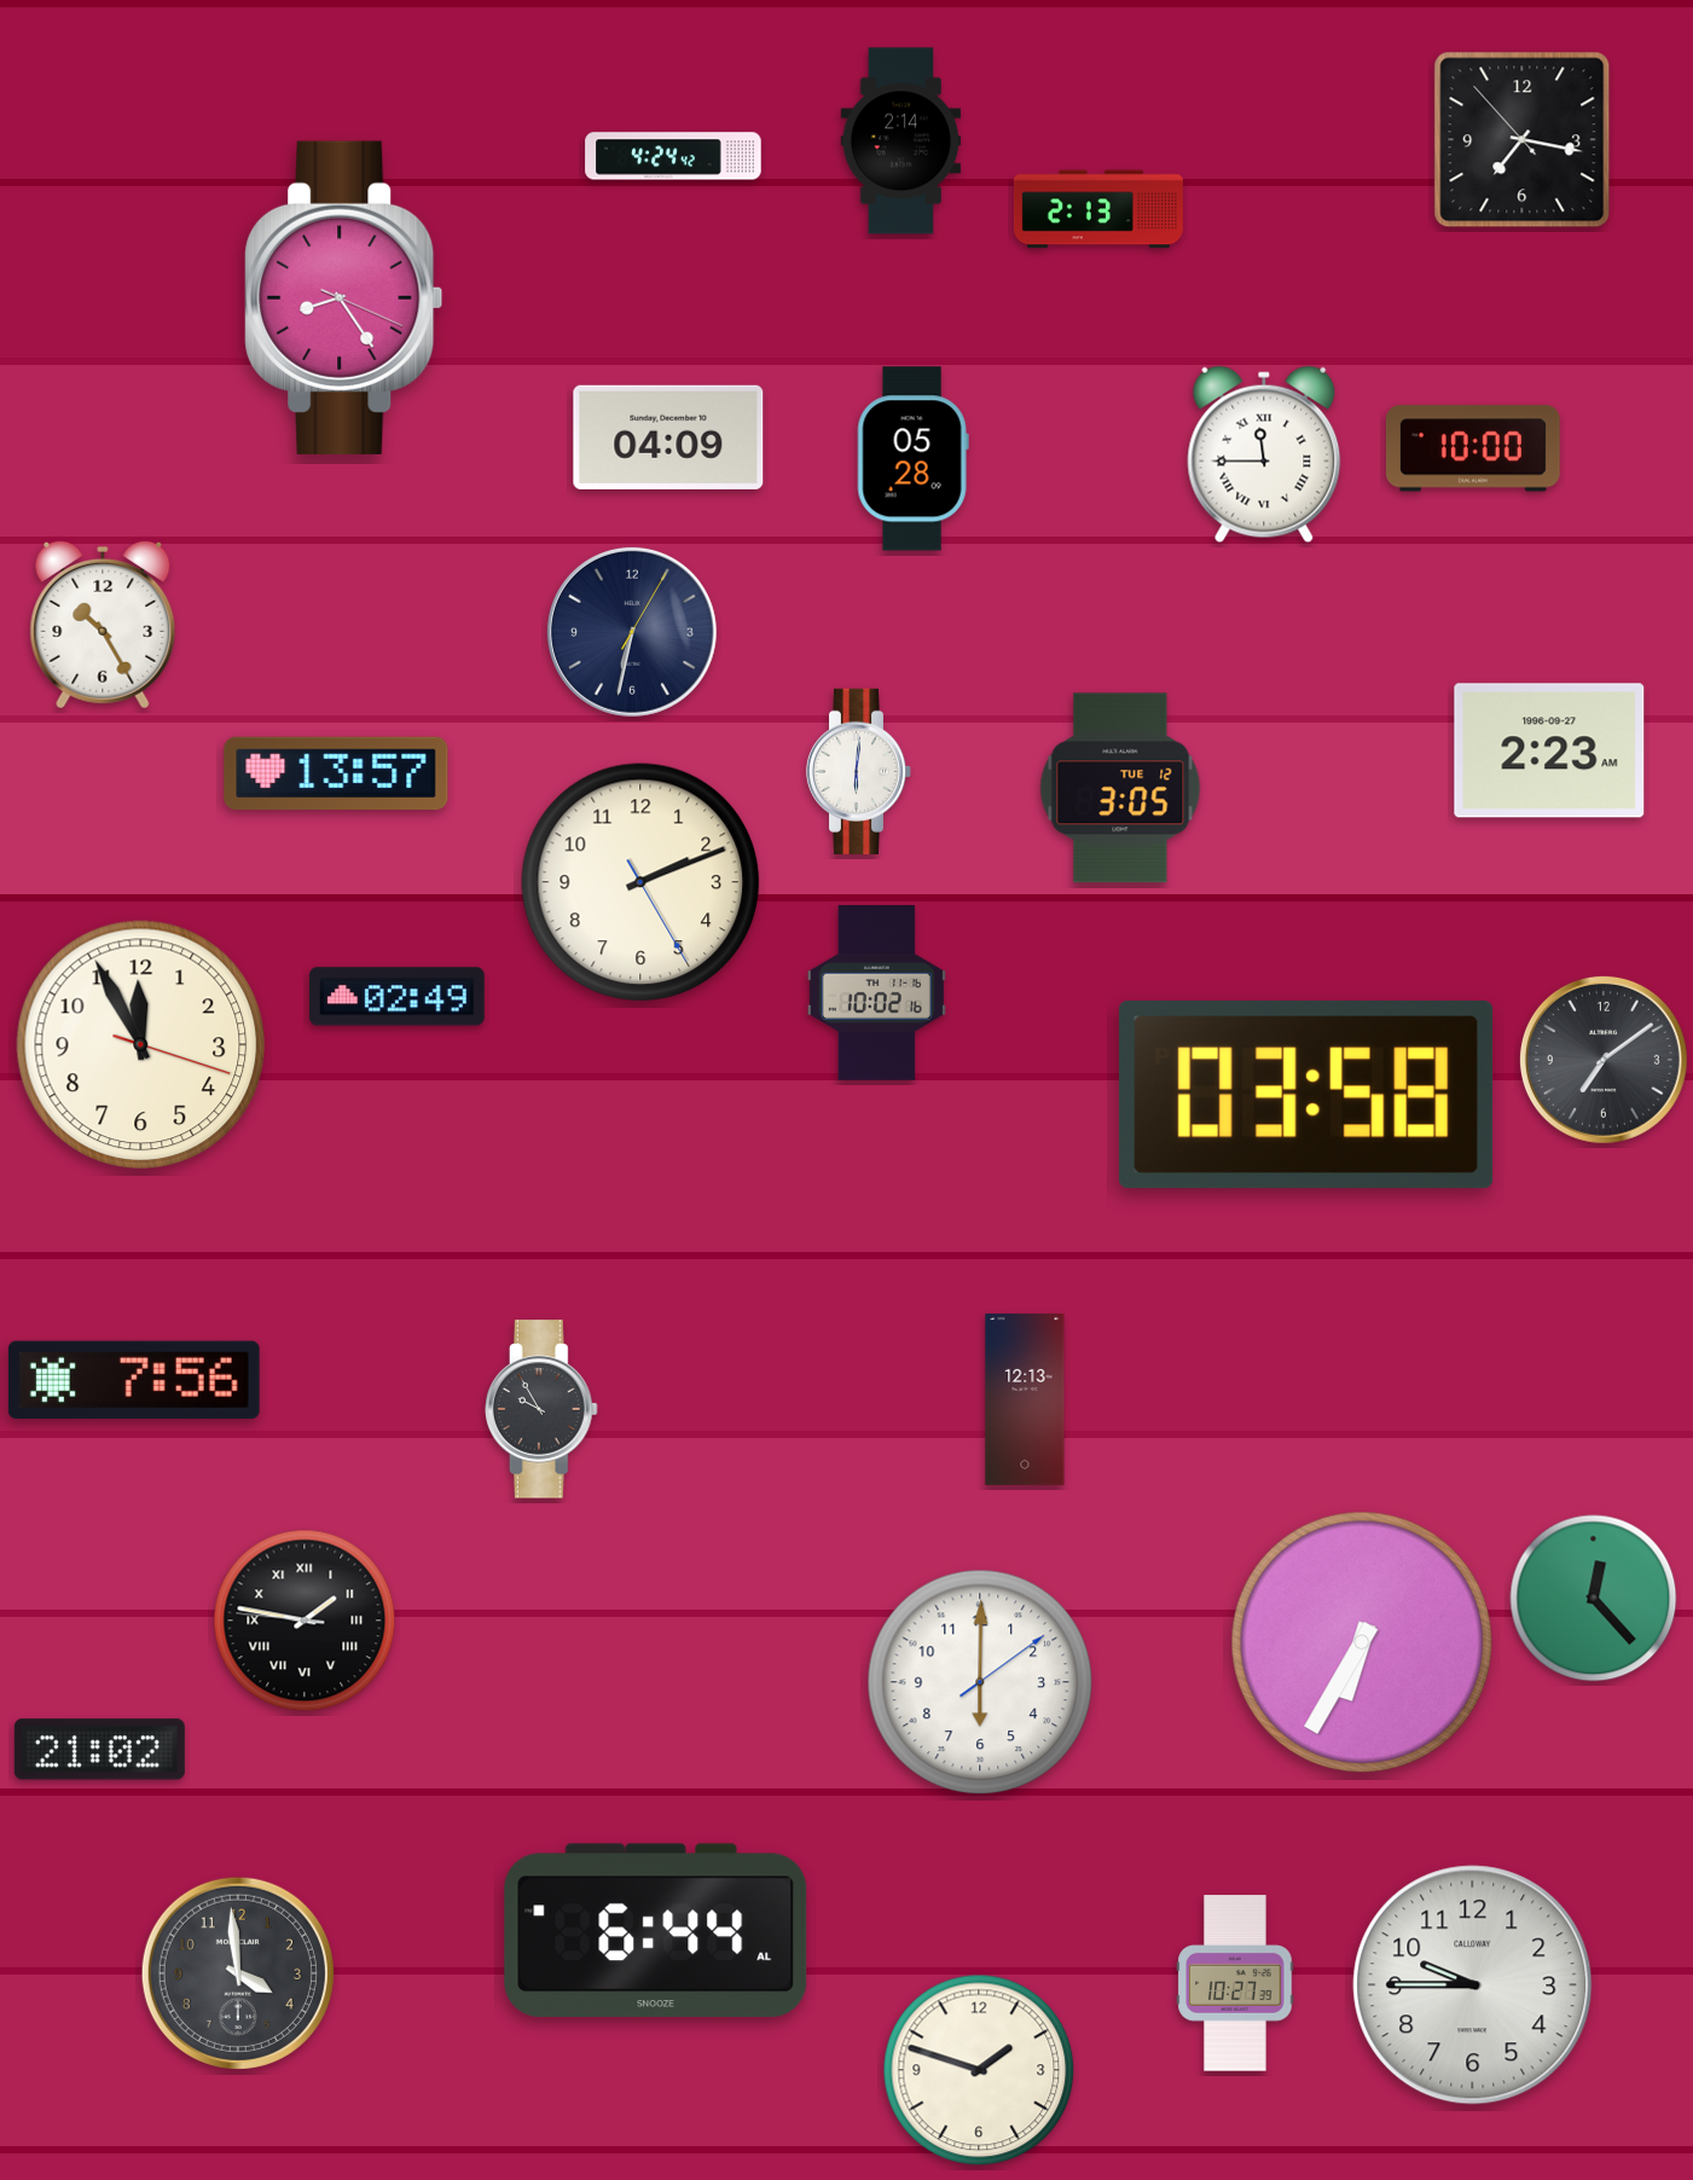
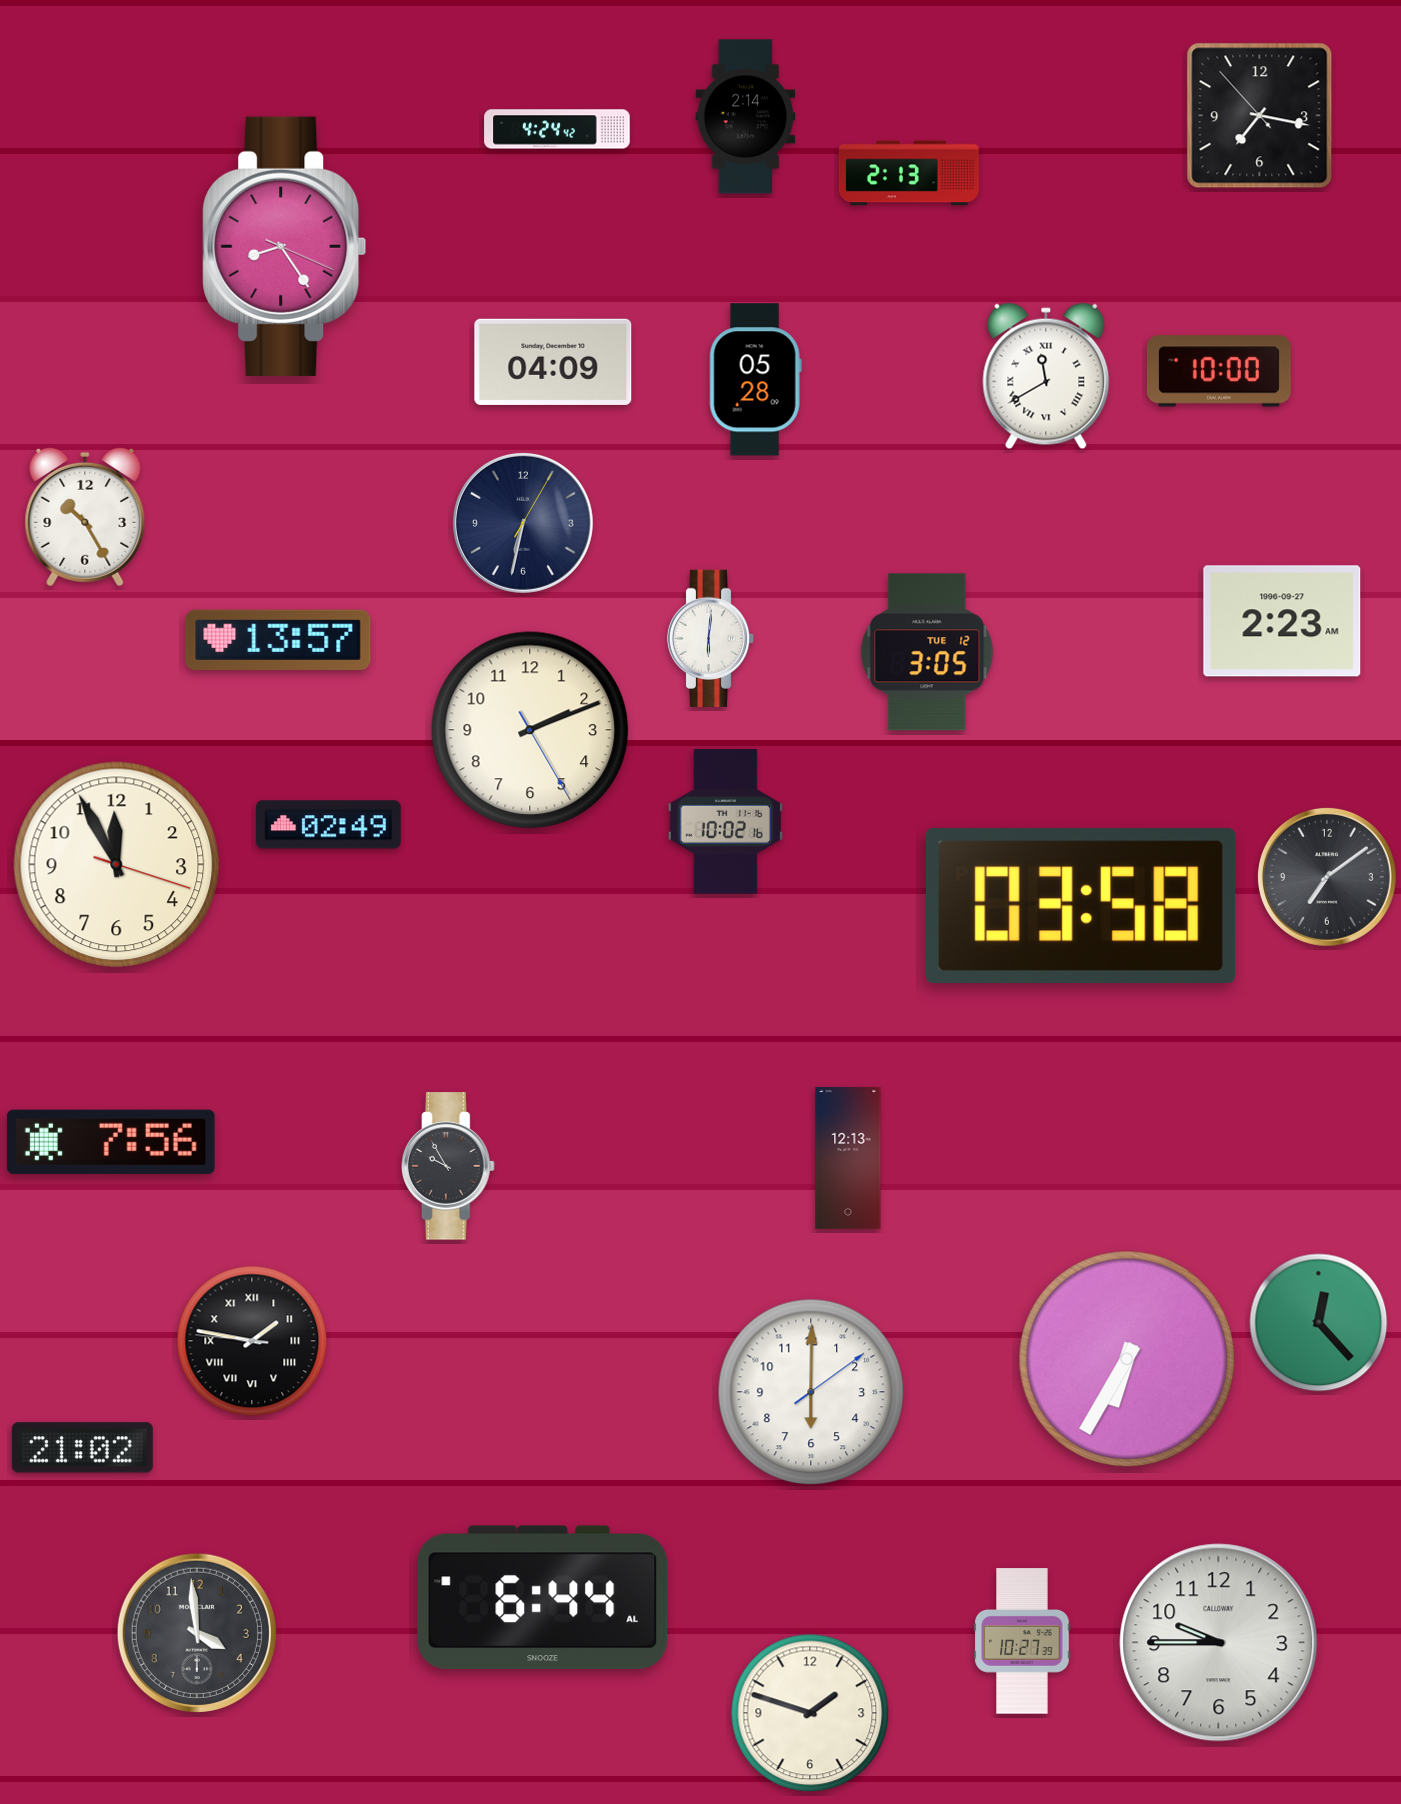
clock at (1264, 454): 11:45 -> 11:40
